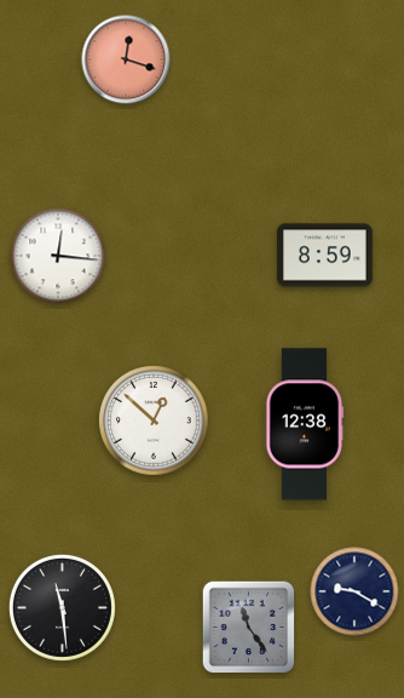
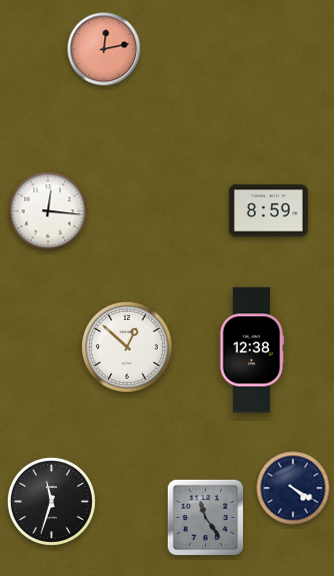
clock at (126, 59): 12:18 -> 12:13
clock at (354, 591): 9:20 -> 4:20
clock at (62, 607): 11:29 -> 11:33
